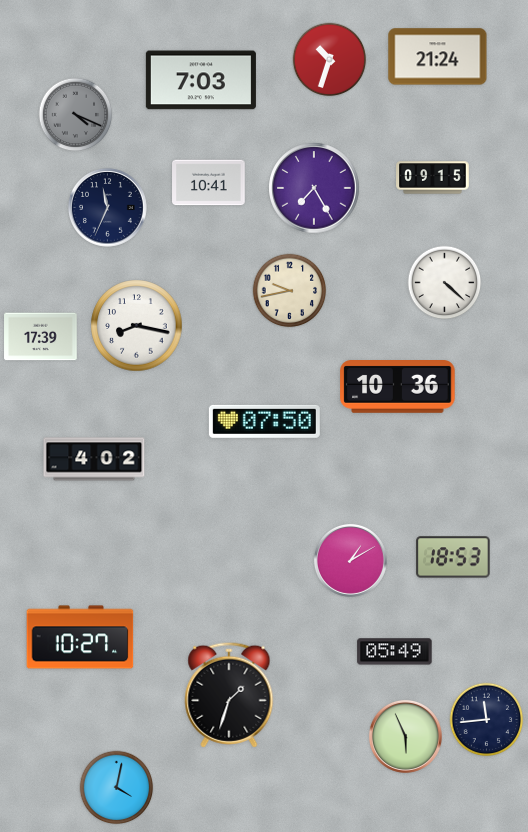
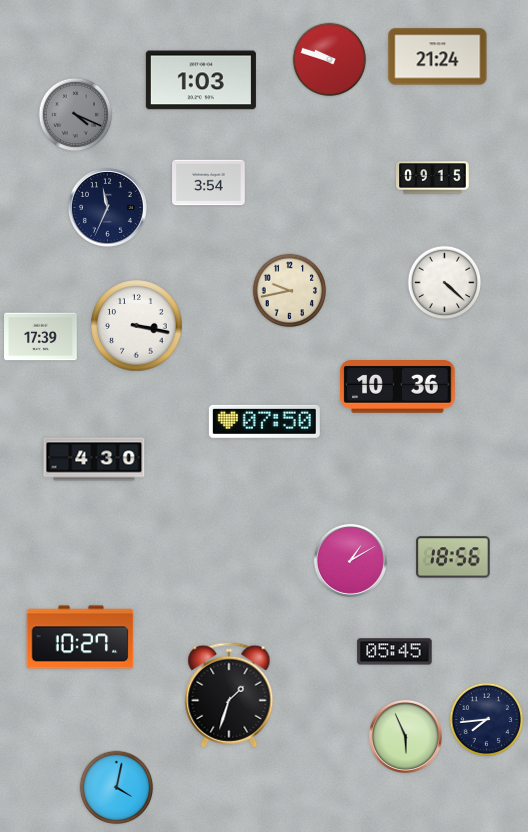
clock at (330, 60): 10:33 -> 9:48
clock at (201, 80): 7:03 -> 1:03
clock at (209, 183): 10:41 -> 3:54
clock at (314, 188): 7:25 -> none
clock at (137, 326): 8:17 -> 3:17
clock at (94, 459): 4:02 -> 4:30
clock at (453, 557): 18:53 -> 18:56
clock at (395, 652): 05:49 -> 05:45
clock at (487, 720): 11:44 -> 7:44
